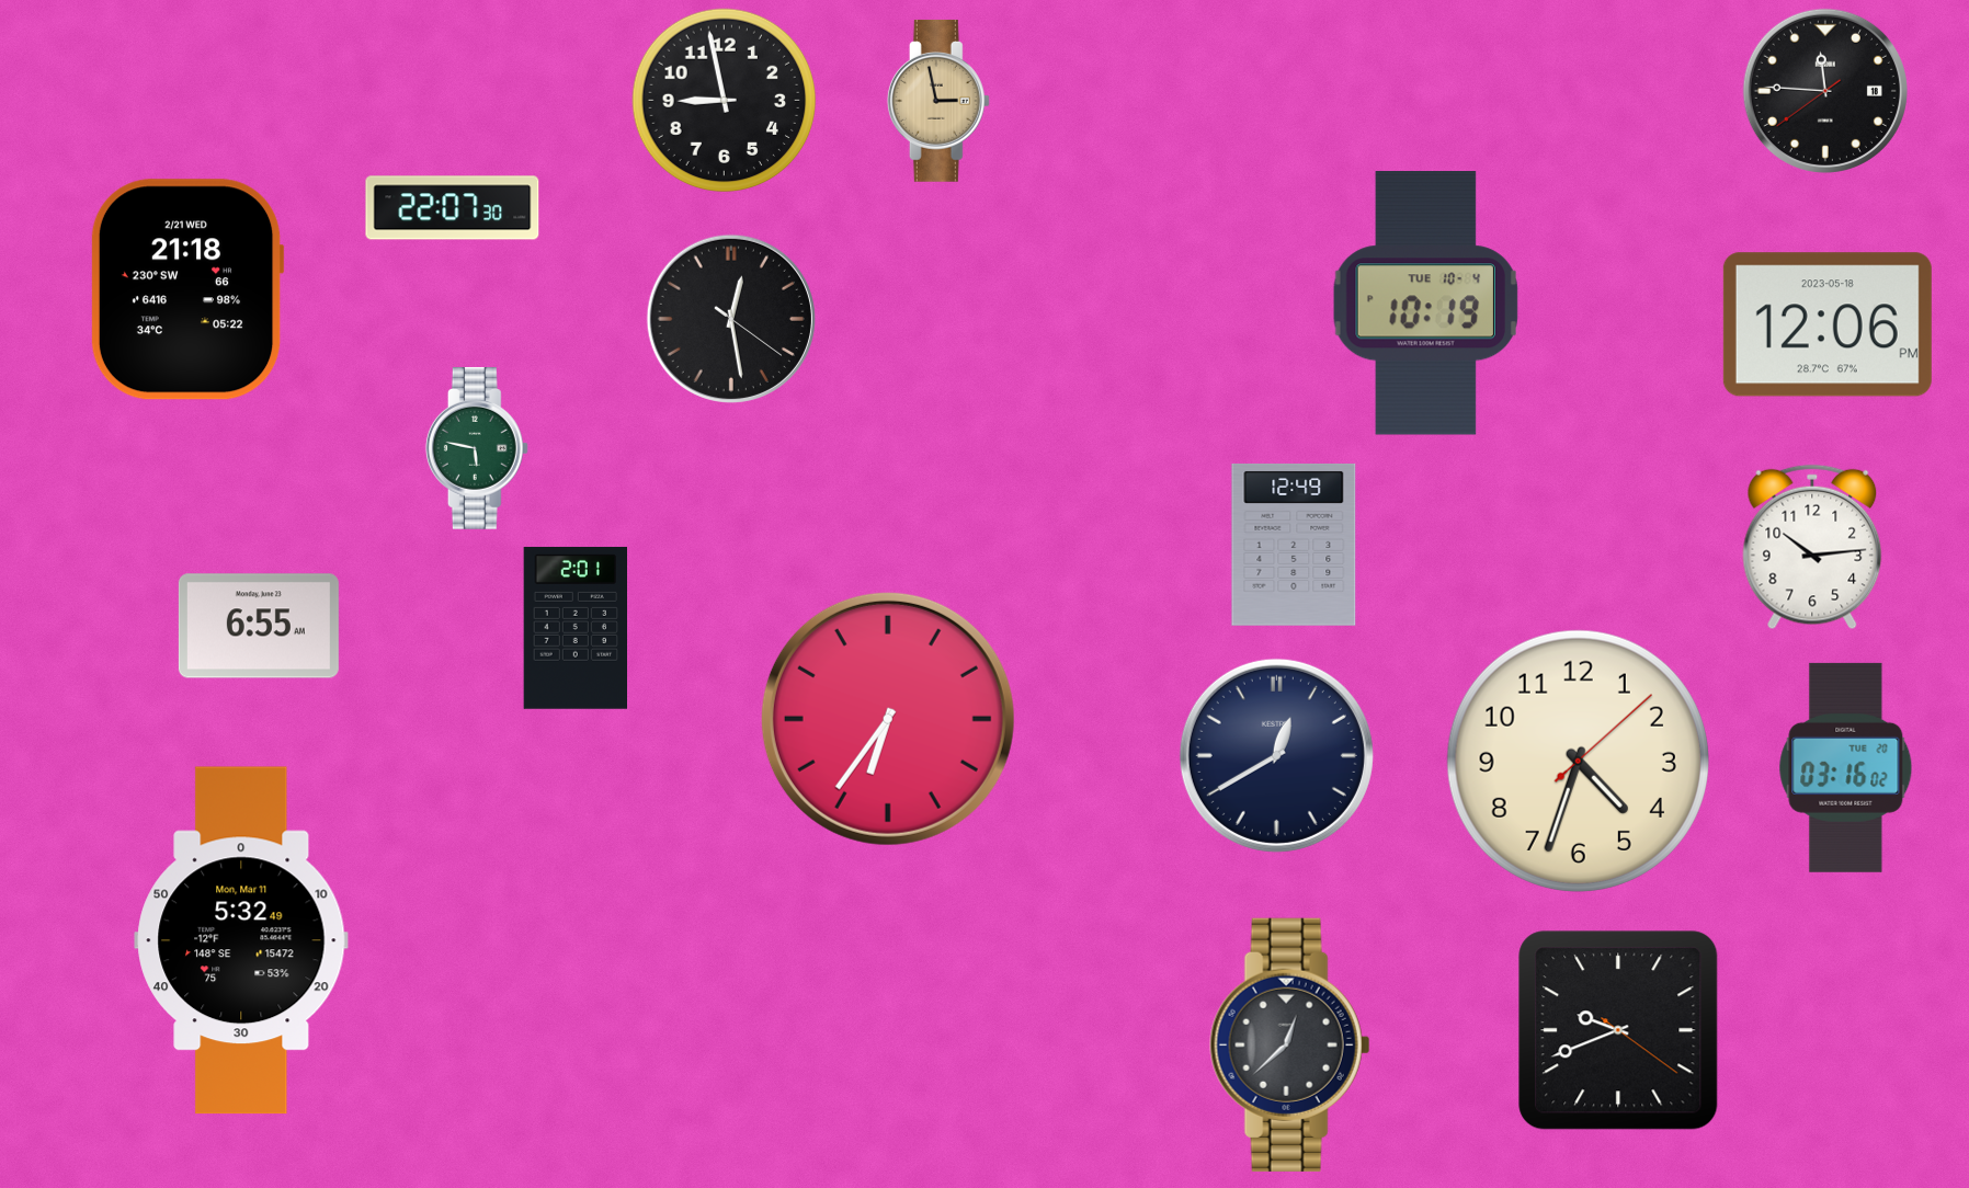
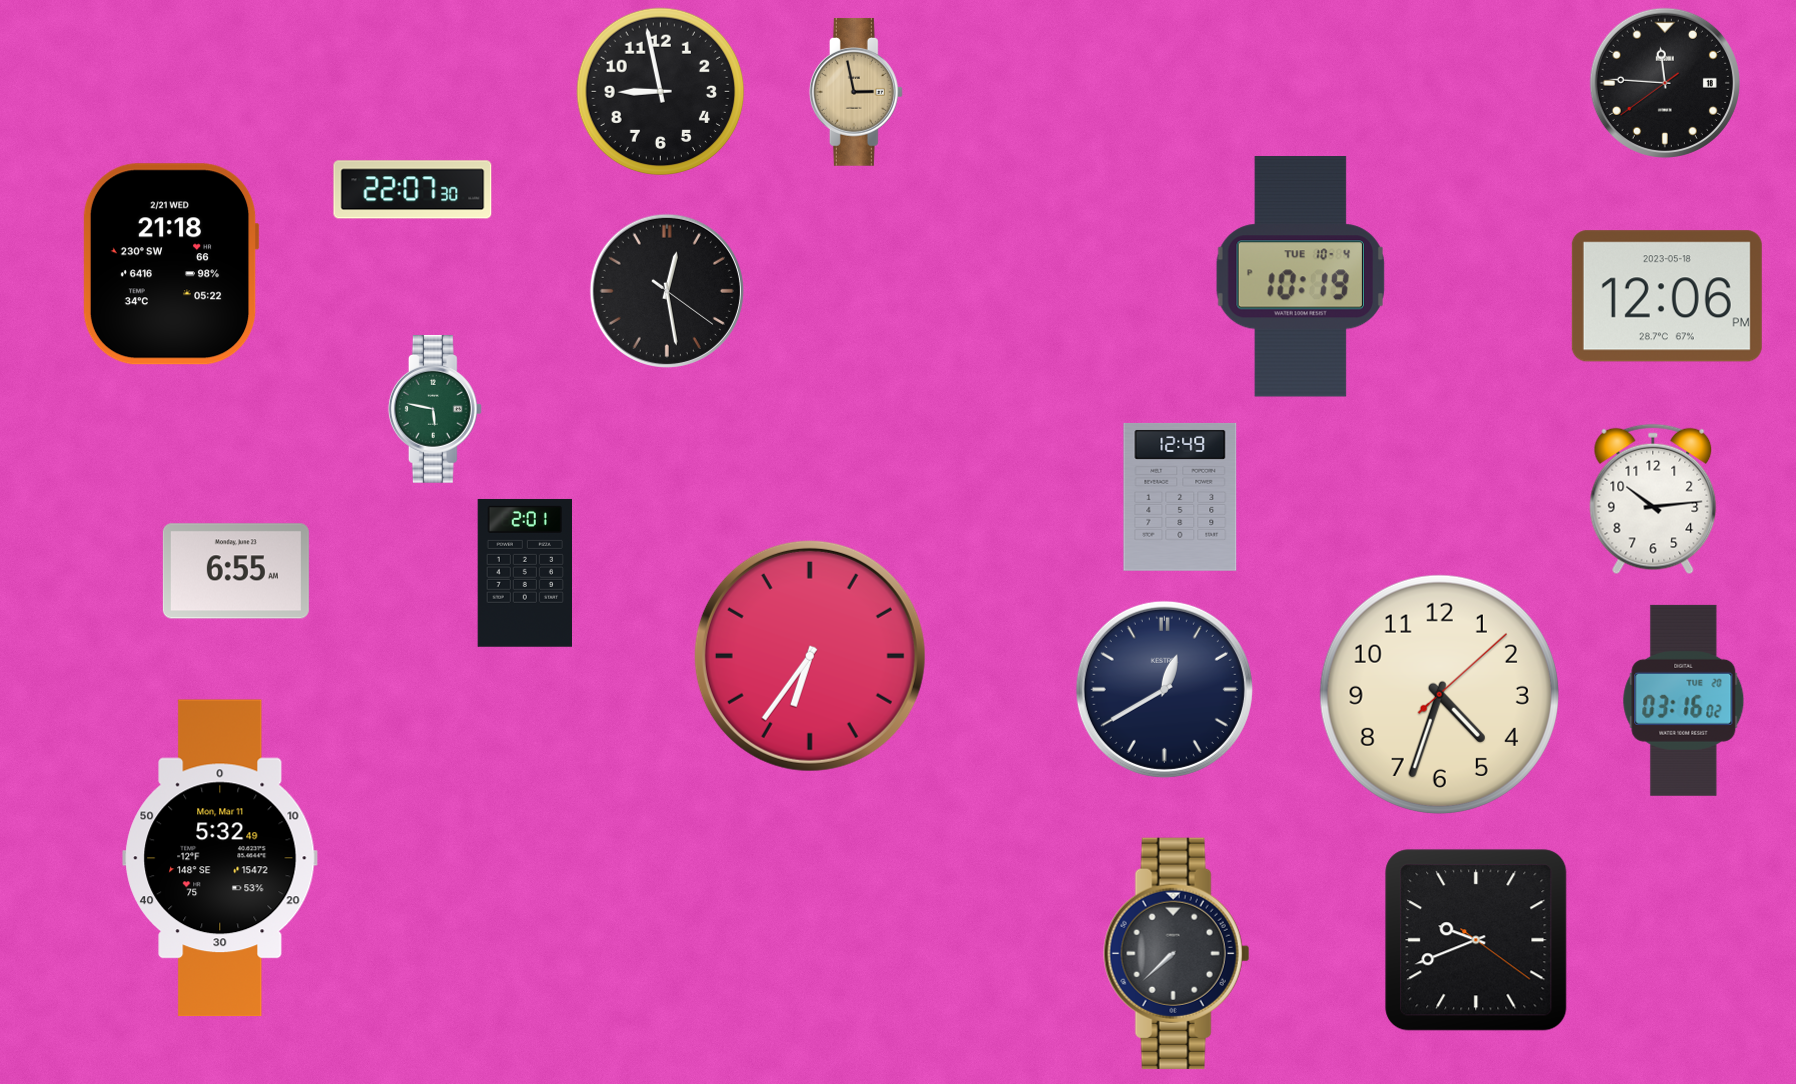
clock at (1290, 1044): 12:38 -> 7:38
